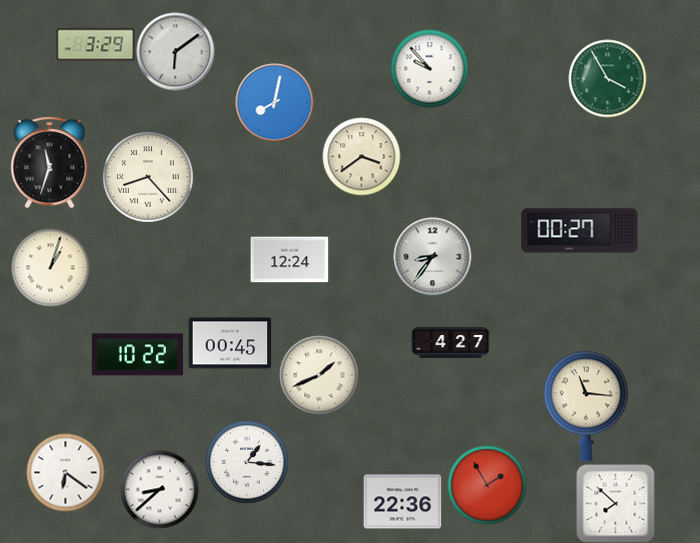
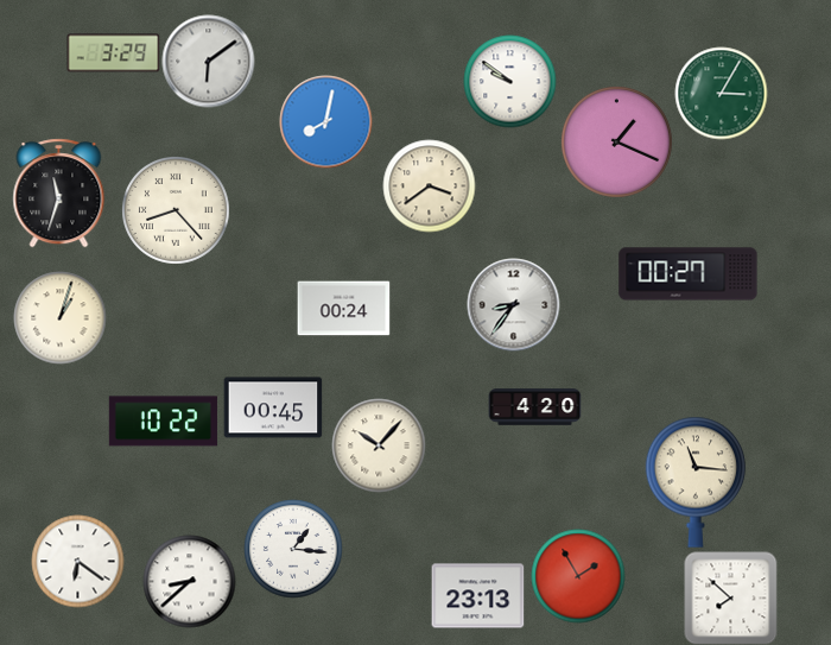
clock at (429, 68): 9:53 -> 9:51
clock at (607, 78): 3:55 -> 3:05
clock at (616, 141): none -> 1:19
clock at (289, 260): 12:24 -> 00:24
clock at (450, 343): 4:27 -> 4:20
clock at (319, 375): 1:41 -> 10:07
clock at (402, 502): 22:36 -> 23:13
